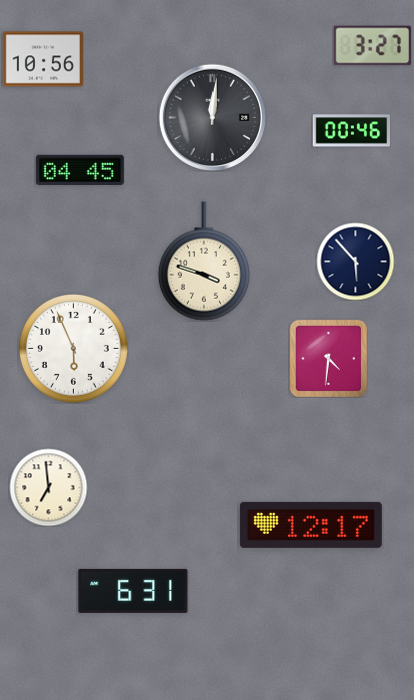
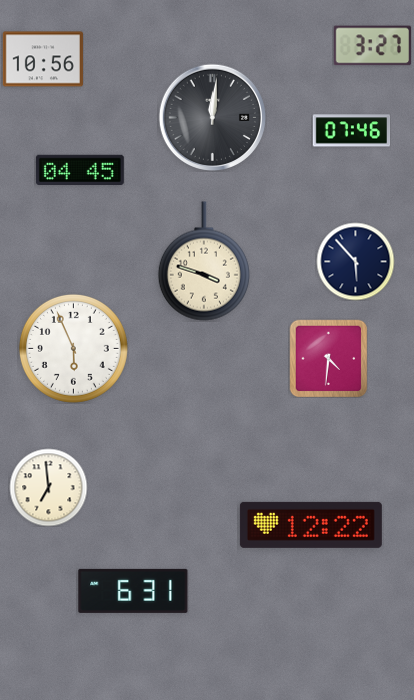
clock at (351, 131): 00:46 -> 07:46
clock at (311, 525): 12:17 -> 12:22
